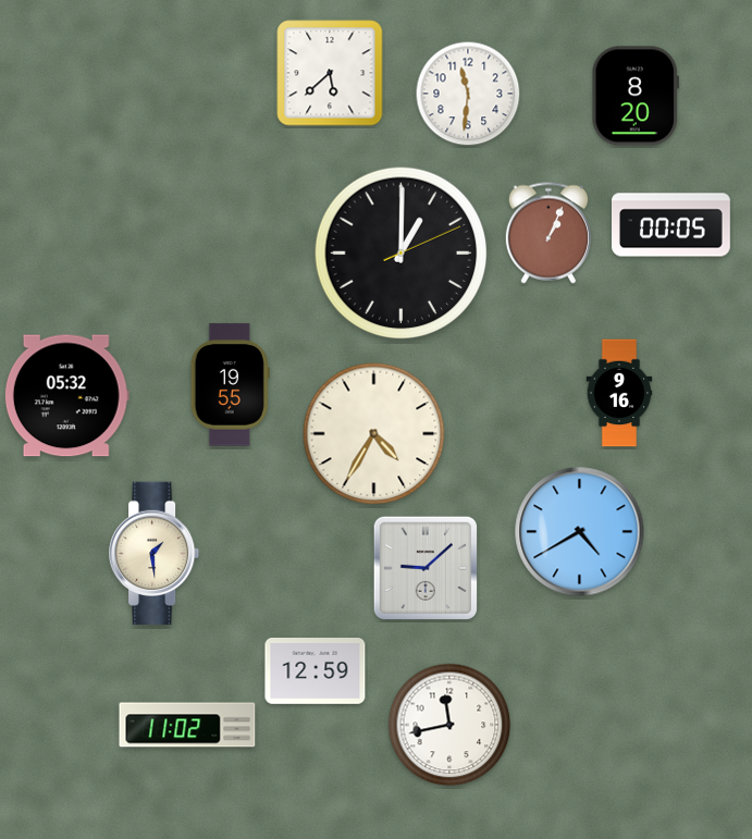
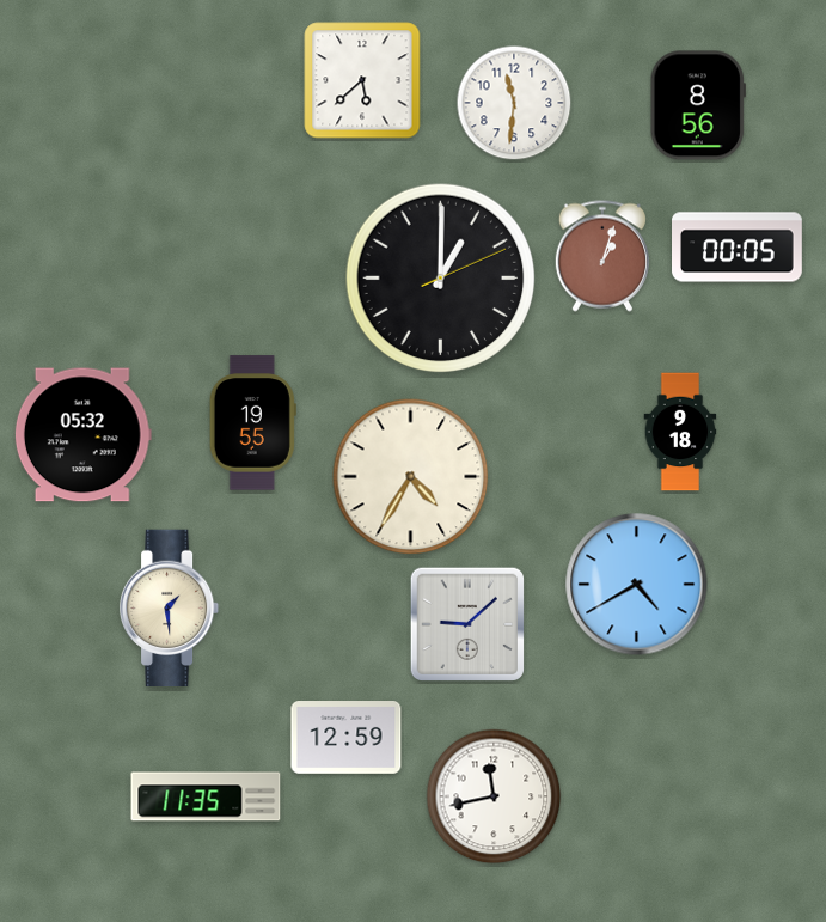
clock at (636, 96): 8:20 -> 8:56
clock at (548, 233): 1:04 -> 1:03
clock at (619, 393): 9:16 -> 9:18
clock at (66, 396) position: (66, 396) -> (82, 435)
clock at (187, 725): 11:02 -> 11:35
